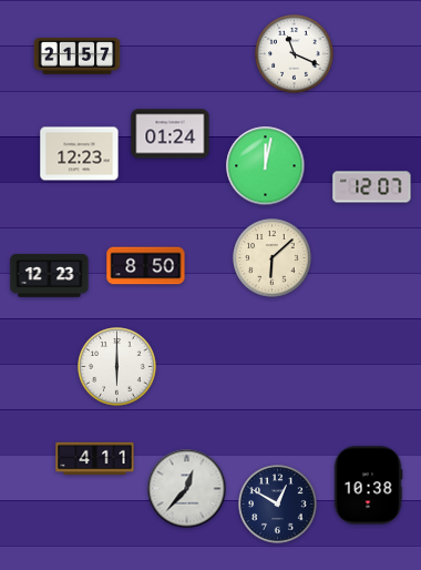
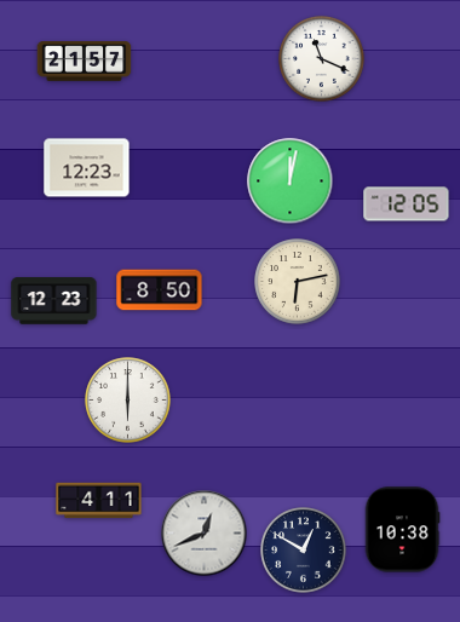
clock at (171, 134): 01:24 -> none
clock at (372, 187): 12:07 -> 12:05
clock at (273, 258): 6:08 -> 6:13
clock at (95, 459) position: (95, 459) -> (99, 501)
clock at (187, 489): 12:37 -> 12:41
